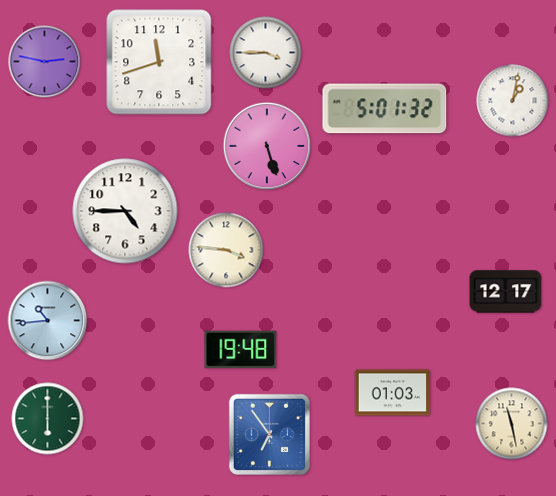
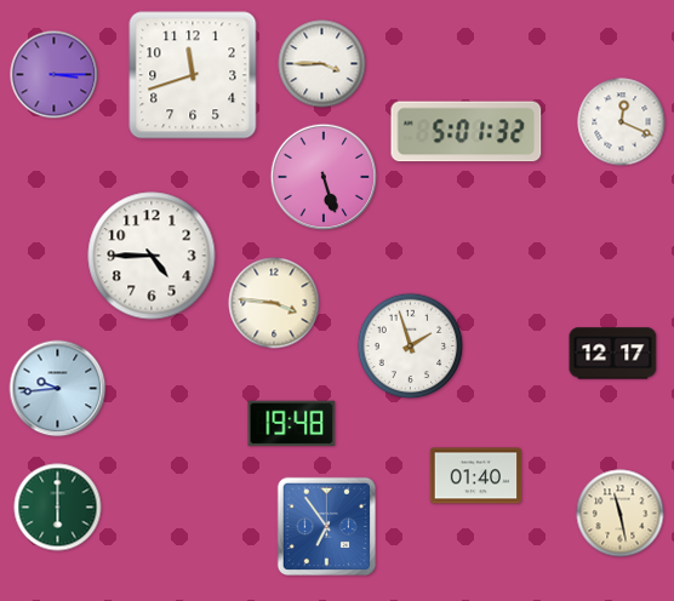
clock at (45, 62): 2:47 -> 3:15
clock at (513, 101): 1:02 -> 12:19
clock at (411, 347): none -> 1:57
clock at (48, 321): 10:44 -> 9:44
clock at (393, 393): 01:03 -> 01:40
